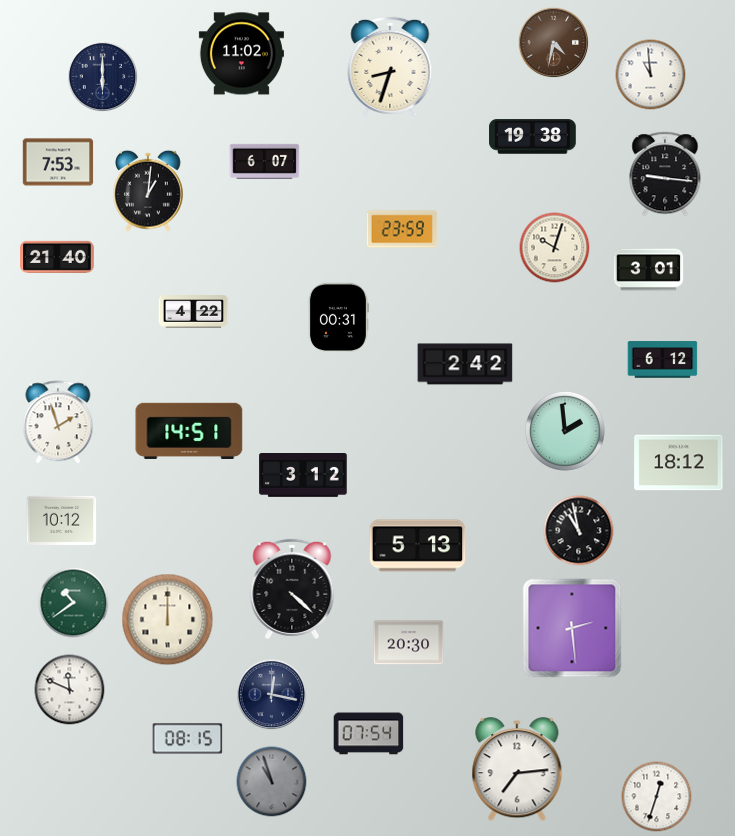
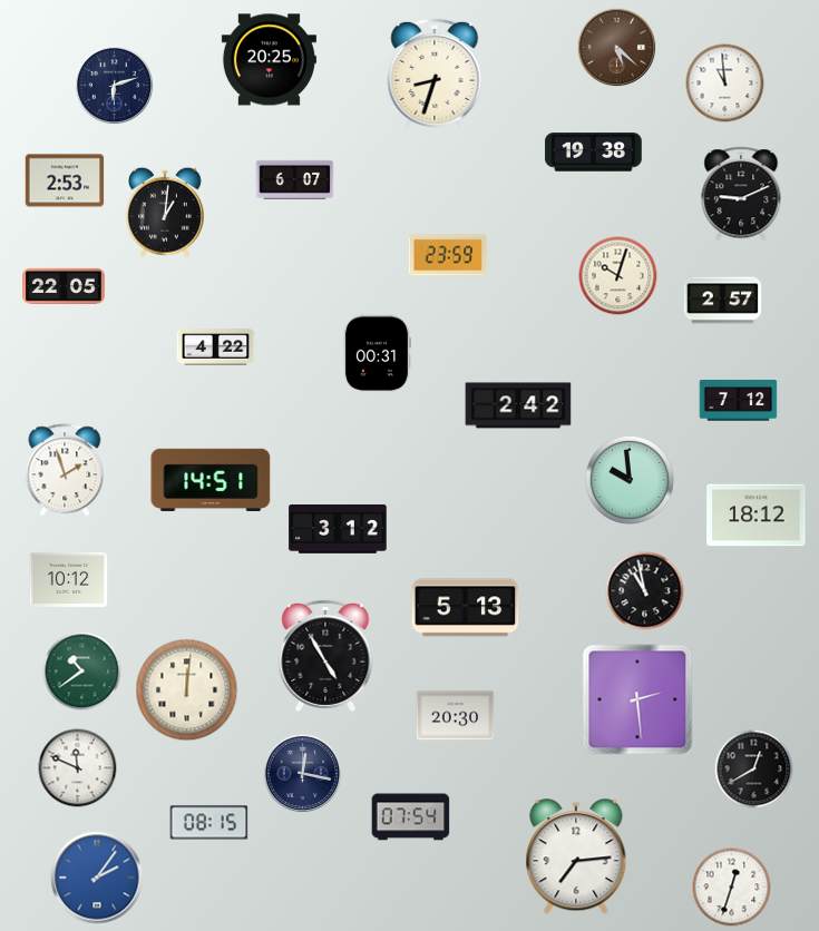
clock at (554, 43): 4:32 -> 5:22
clock at (241, 54): 11:02 -> 20:25
clock at (103, 77): 6:00 -> 6:12
clock at (58, 162): 7:53 -> 2:53
clock at (665, 174): 9:16 -> 9:11
clock at (57, 257): 21:40 -> 22:05
clock at (649, 270): 3:01 -> 2:57
clock at (663, 360): 6:12 -> 7:12
clock at (565, 431): 1:59 -> 9:59
clock at (292, 589): 4:22 -> 4:55
clock at (168, 620): 12:00 -> 12:01
clock at (754, 770): none -> 12:40
clock at (272, 782): 10:57 -> none
clock at (97, 878): none -> 2:06
